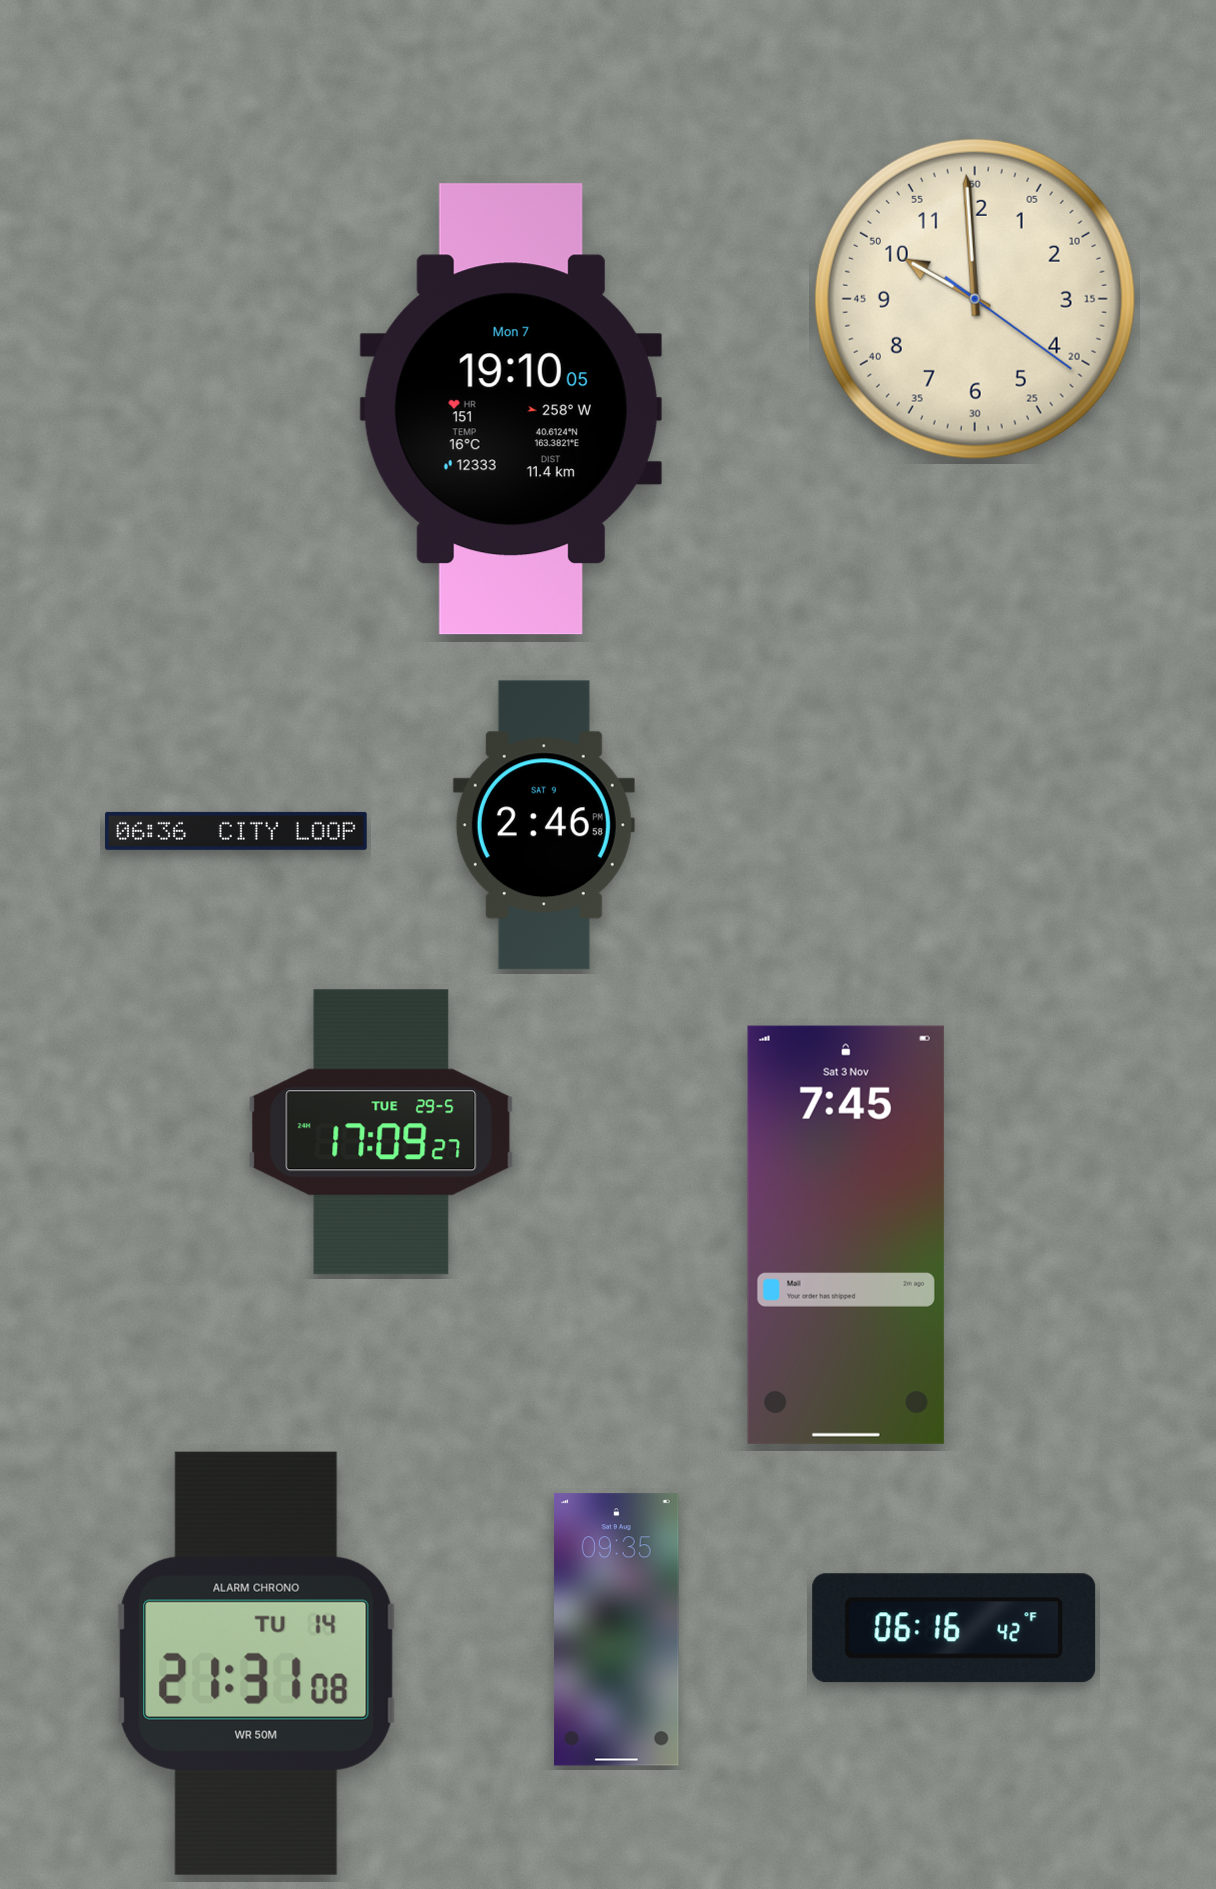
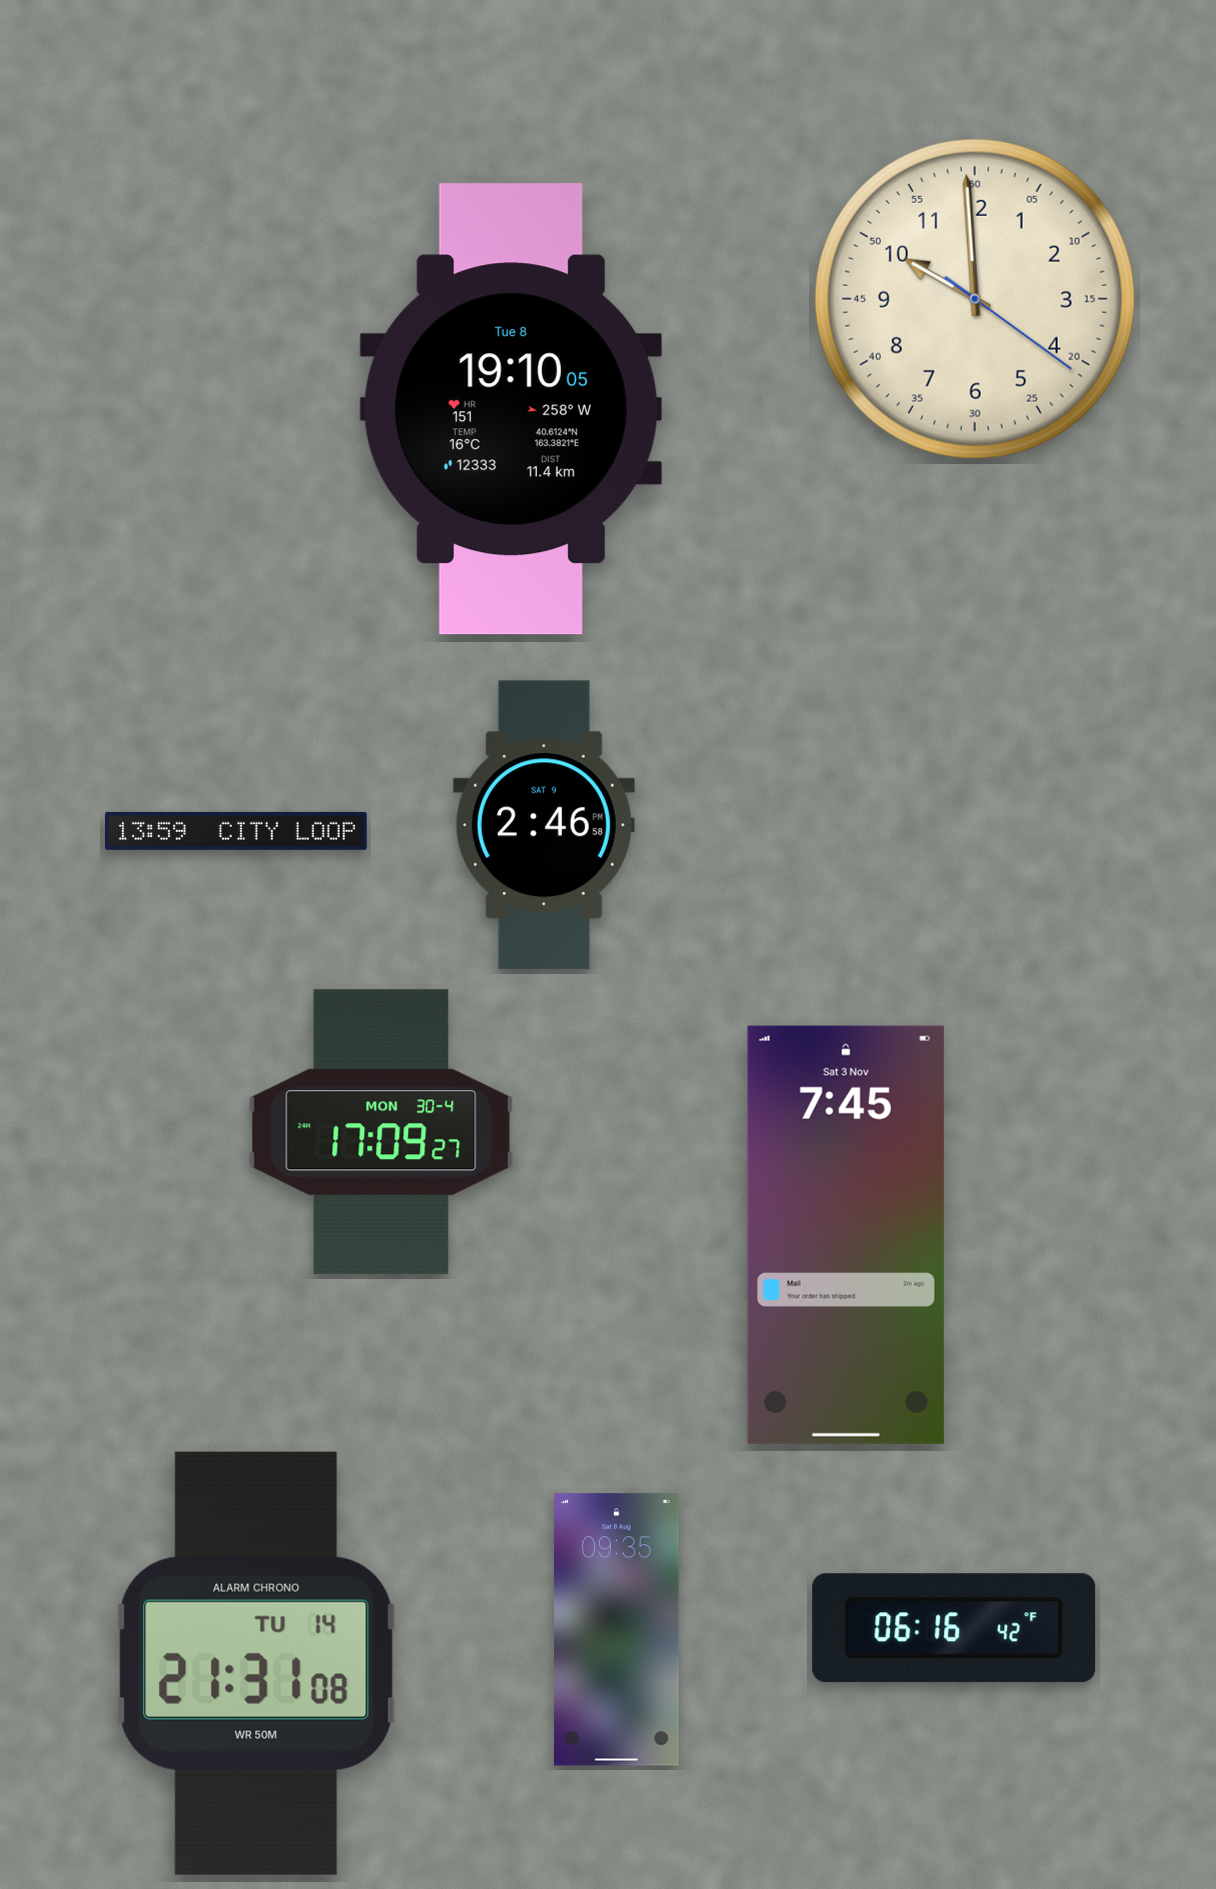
clock at (511, 409) date: Mon 7 -> Tue 8
clock at (236, 831): 06:36 -> 13:59
clock at (381, 1132) date: TUE 29-5 -> MON 30-4
